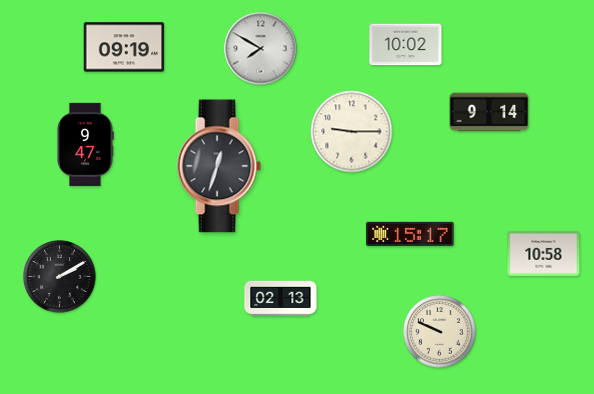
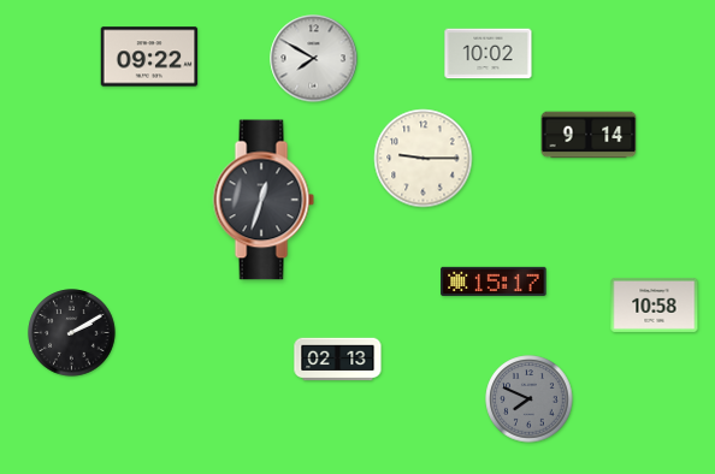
clock at (124, 47): 09:19 -> 09:22
clock at (85, 144): 9:47 -> none
clock at (440, 332): 9:49 -> 7:49
clock at (440, 332) dial: cream -> grey
